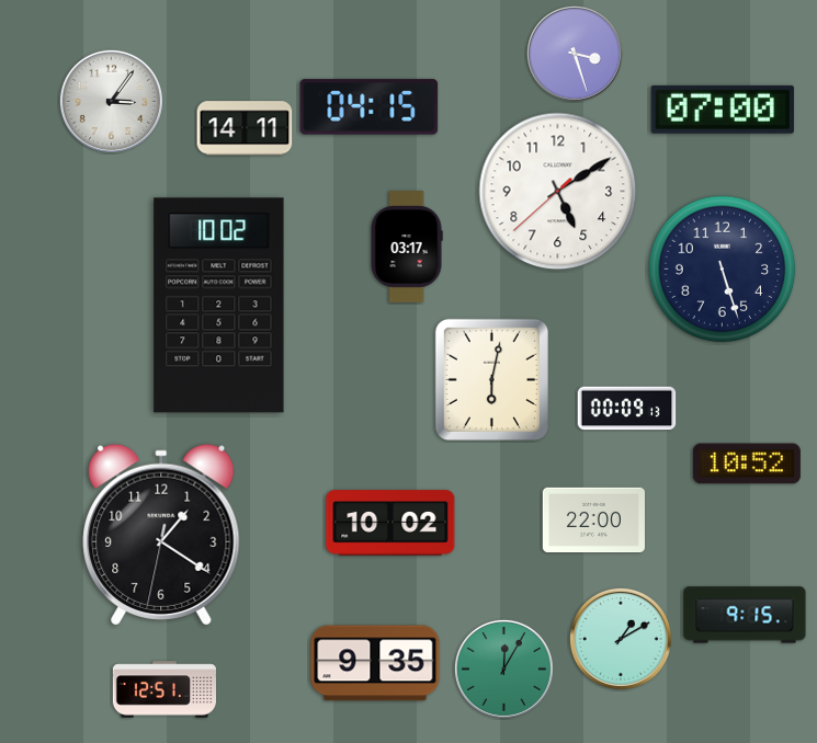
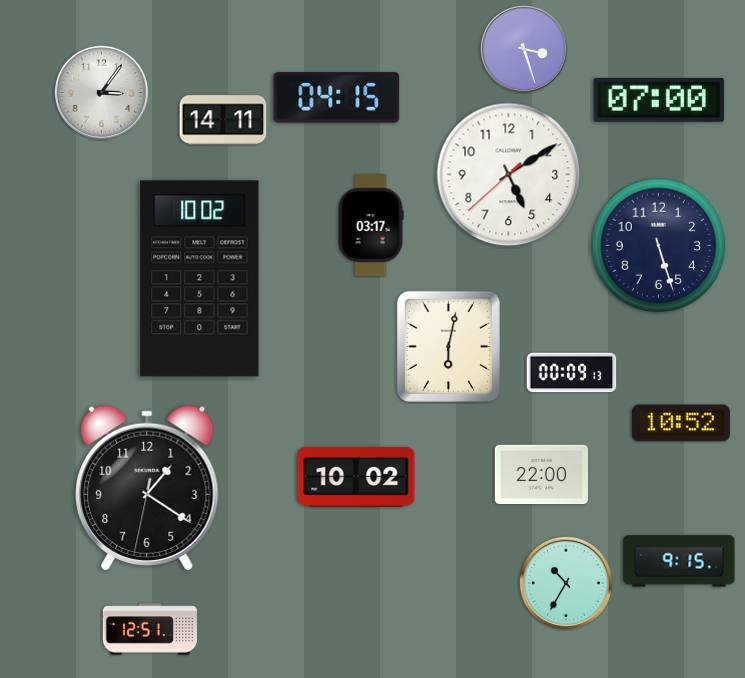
clock at (245, 128) position: (245, 128) -> (223, 120)
clock at (621, 639): 1:10 -> 10:35
clock at (375, 663): 9:35 -> none
clock at (503, 668): 12:05 -> none
